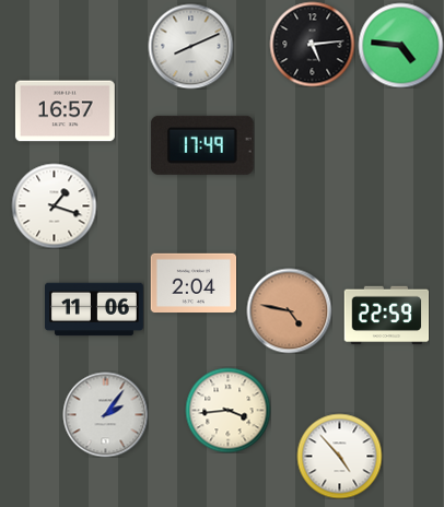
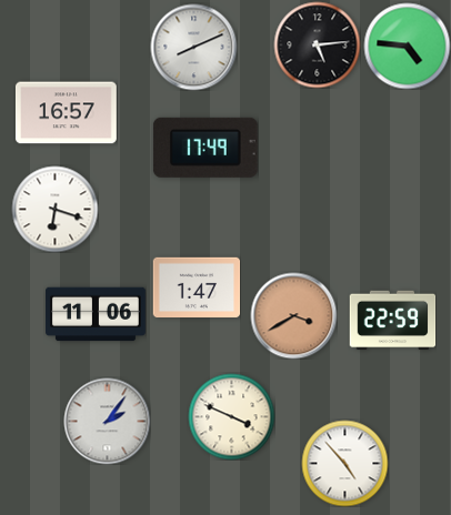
clock at (54, 205): 1:18 -> 6:18
clock at (194, 283): 2:04 -> 1:47
clock at (289, 310): 4:47 -> 3:40
clock at (227, 410): 3:44 -> 3:49
